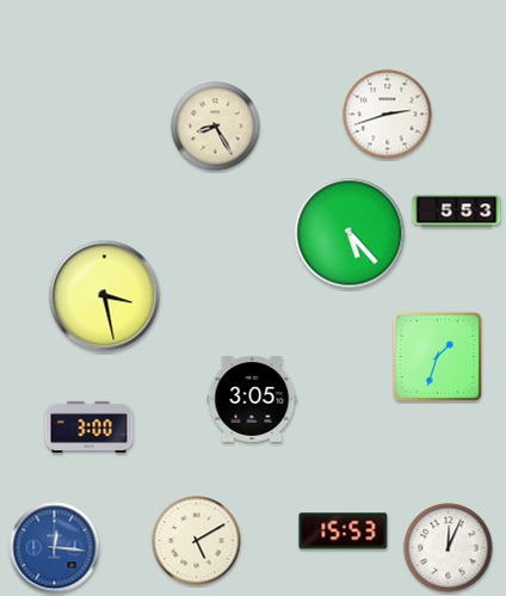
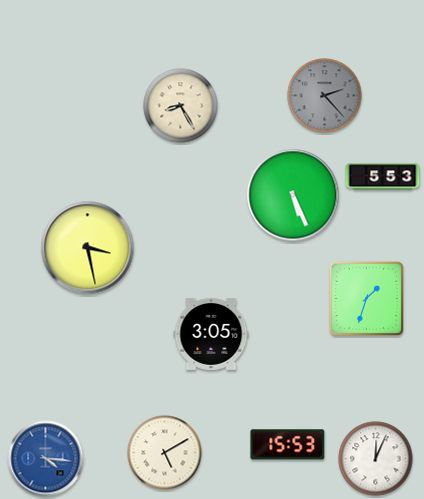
clock at (388, 115): 2:42 -> 2:23
clock at (388, 115) dial: white -> grey
clock at (350, 233): 5:23 -> 5:26
clock at (90, 426): 3:00 -> none
clock at (55, 548): 12:16 -> 4:16
